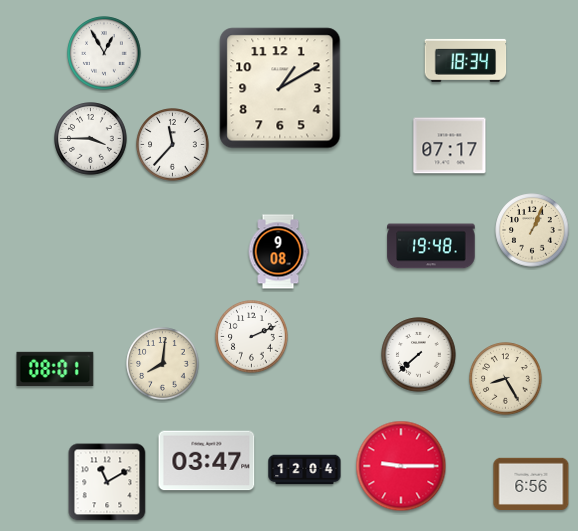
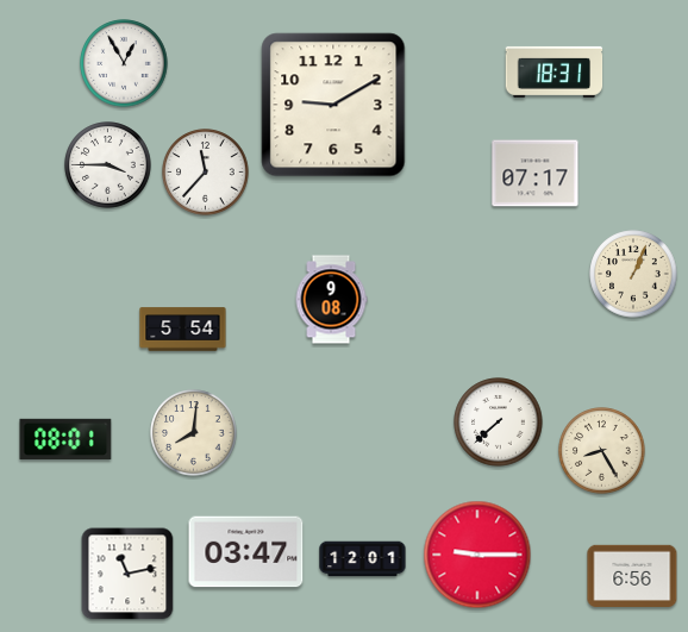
clock at (466, 60): 18:34 -> 18:31
clock at (280, 88): 1:10 -> 9:10
clock at (431, 246): 19:48 -> none
clock at (183, 330): none -> 5:54
clock at (252, 337): 2:11 -> none
clock at (207, 461) position: (207, 461) -> (246, 552)
clock at (305, 470): 12:04 -> 12:01
clock at (107, 482): 11:10 -> 11:13
